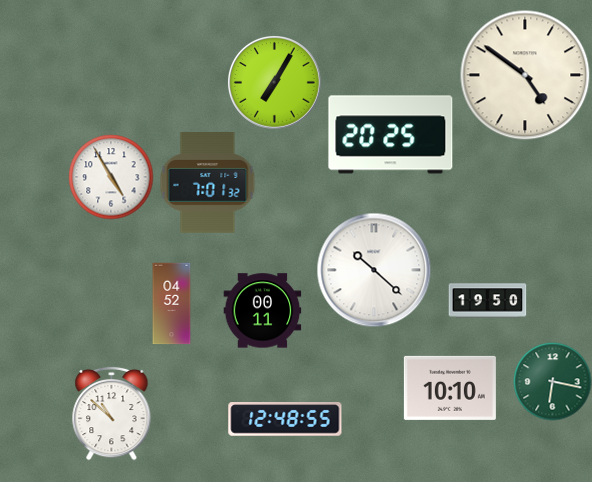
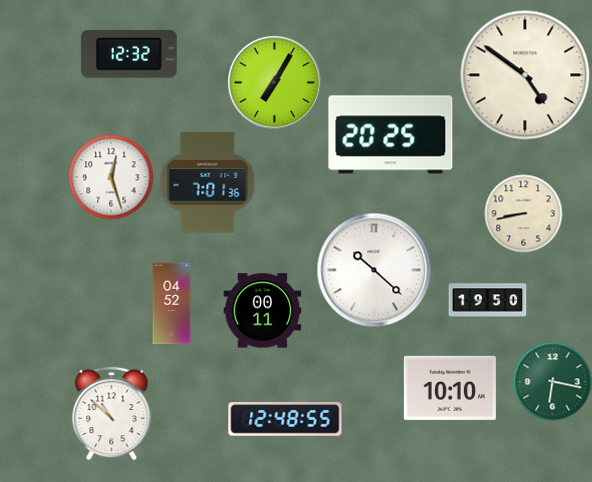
clock at (129, 54): none -> 12:32
clock at (111, 177): 4:55 -> 12:27
clock at (208, 183): 7:01:32 -> 7:01:36
clock at (523, 213): none -> 8:43
